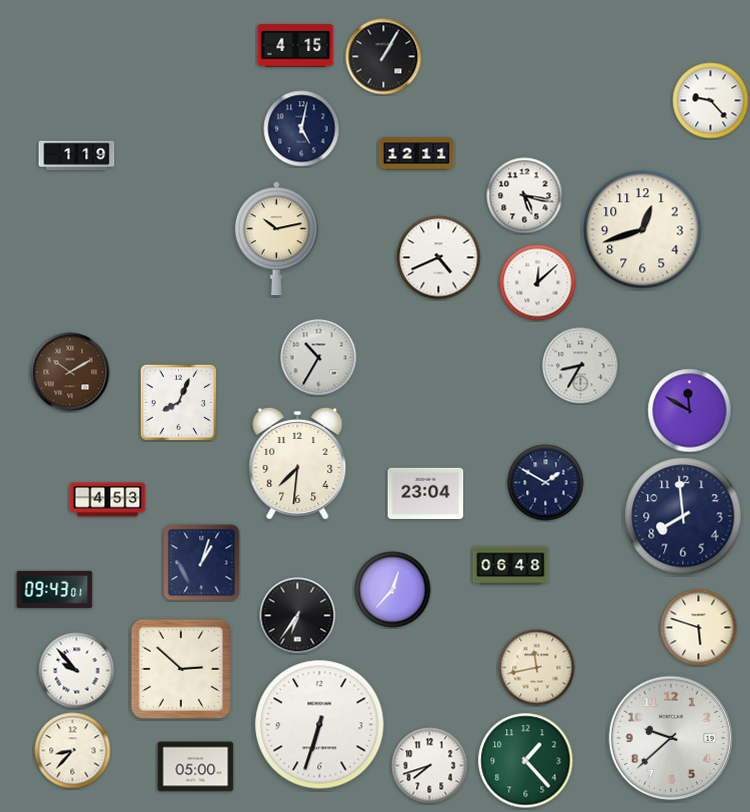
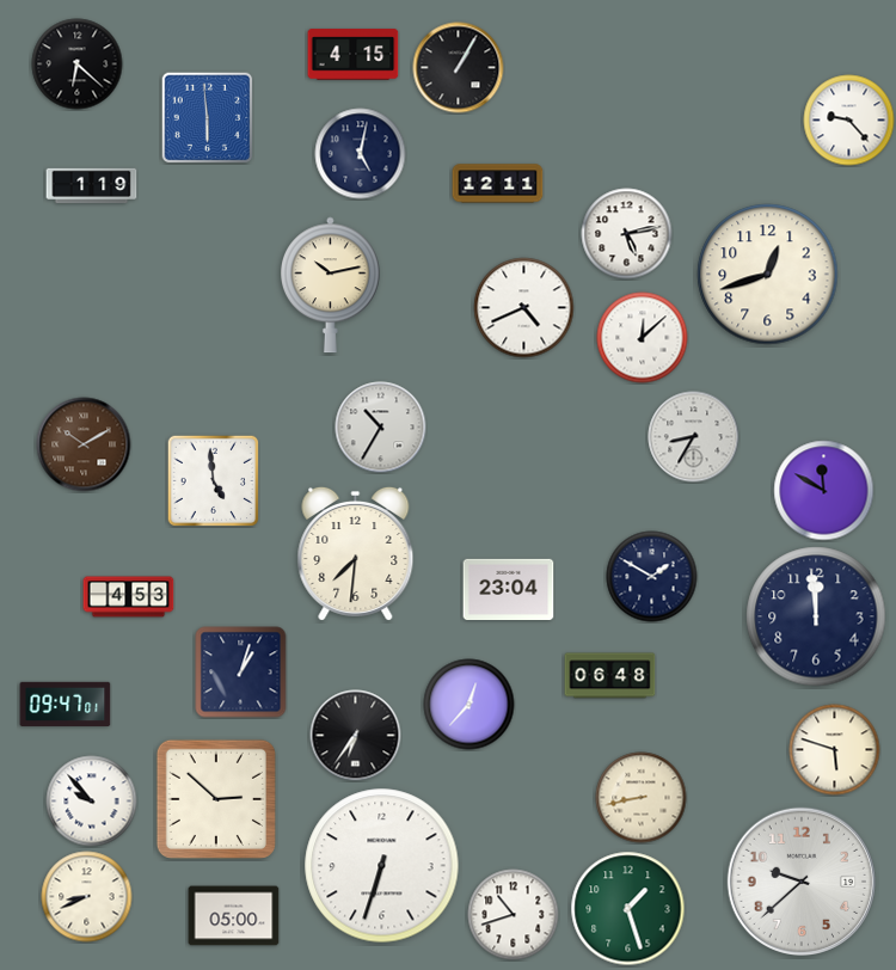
clock at (78, 65): none -> 6:22
clock at (207, 117): none -> 5:59
clock at (525, 196): 5:17 -> 5:13
clock at (178, 402): 8:04 -> 4:59
clock at (683, 516): 7:59 -> 11:59
clock at (55, 589): 09:43 -> 09:47
clock at (537, 668): 11:43 -> 8:43
clock at (73, 751): 8:37 -> 8:41
clock at (526, 761): 1:23 -> 1:27
clock at (430, 766): 7:42 -> 10:42
